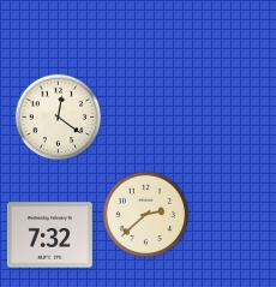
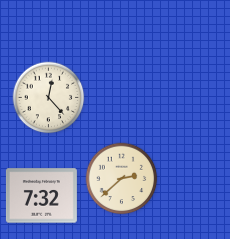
clock at (59, 118): 12:21 -> 12:23
